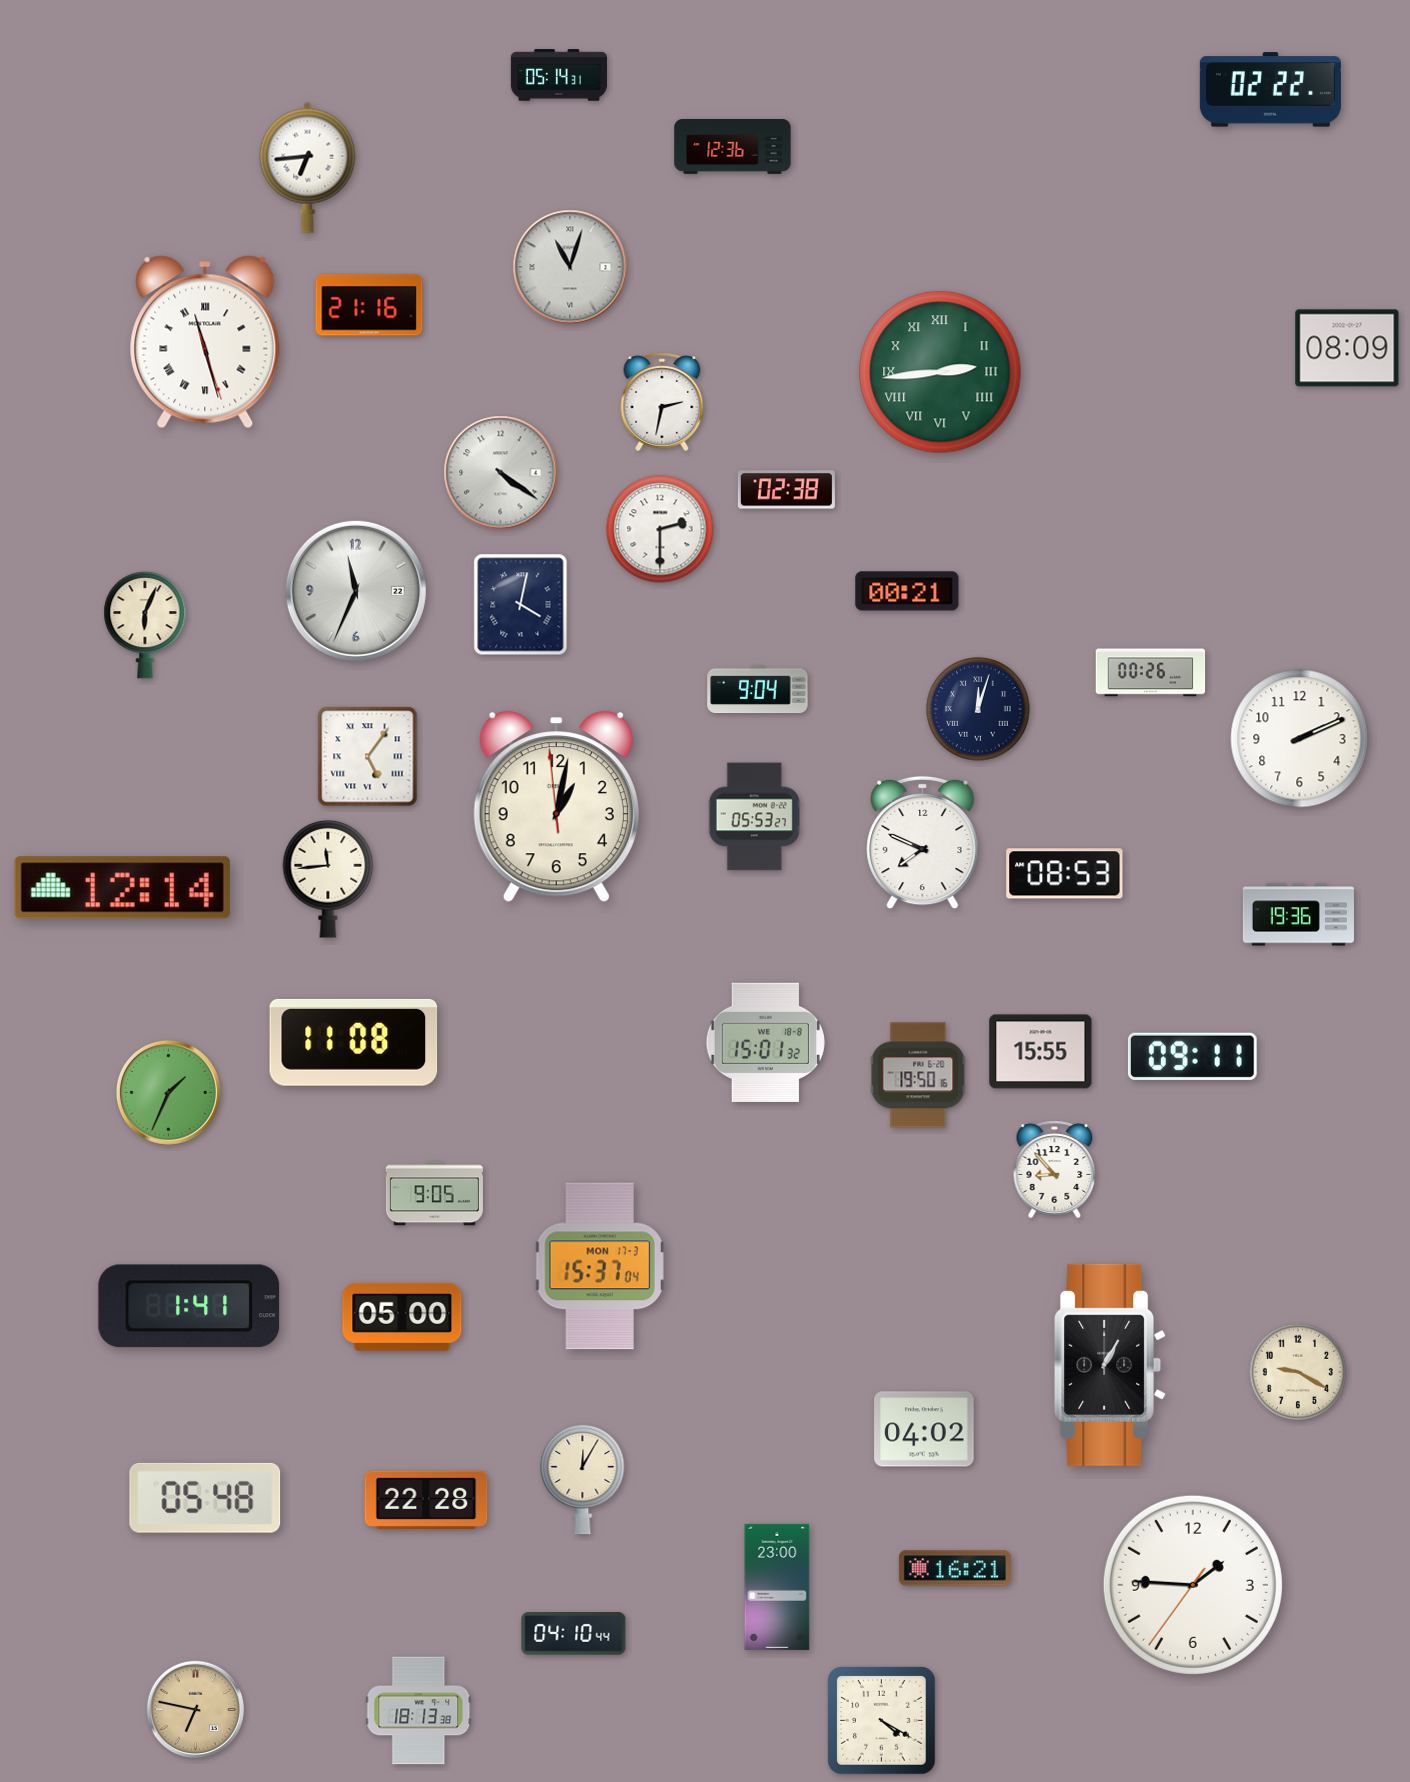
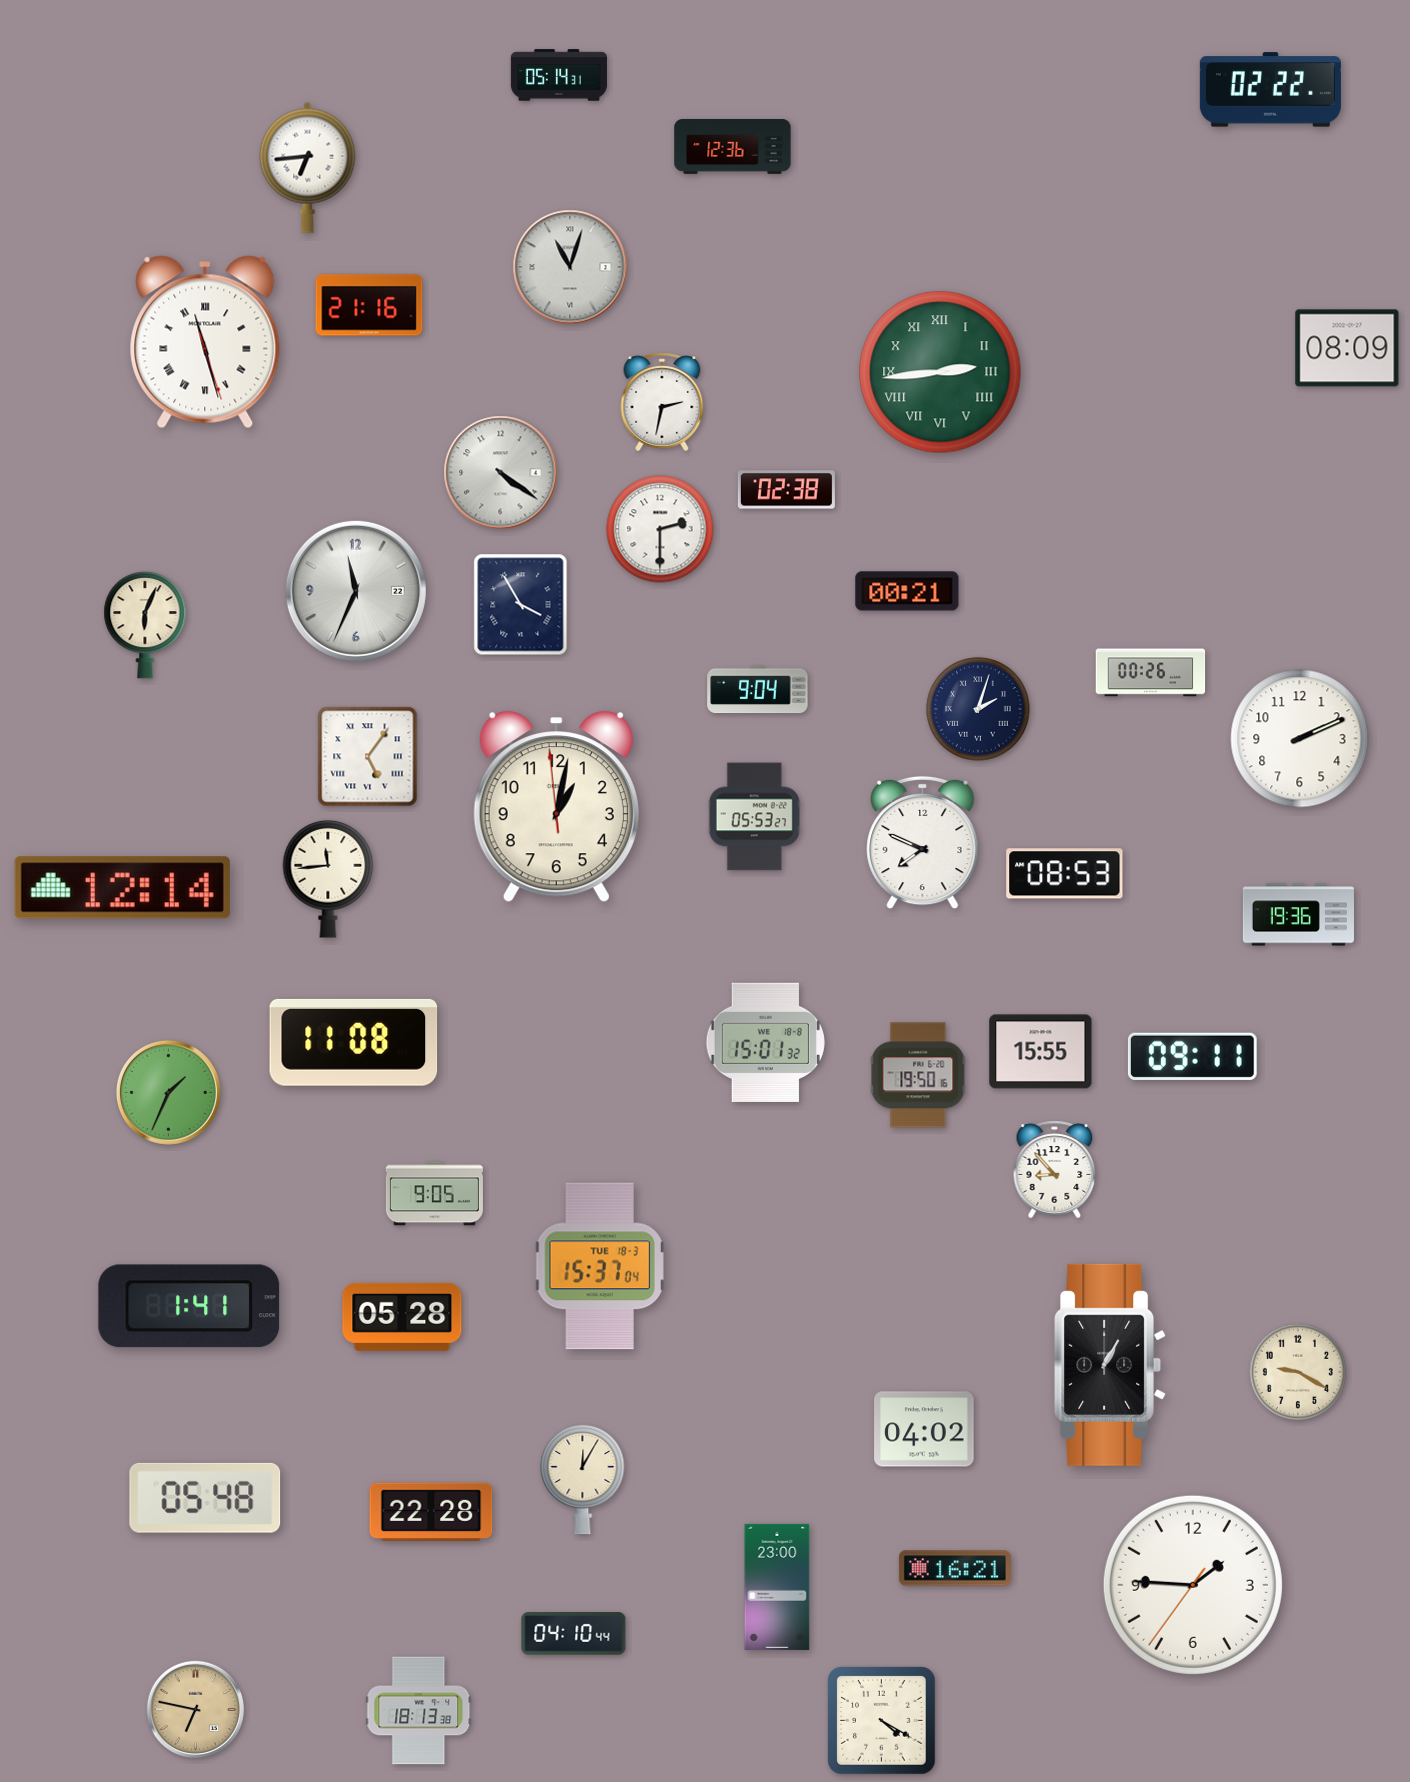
clock at (521, 605): 4:02 -> 3:55
clock at (978, 709): 12:03 -> 2:03
clock at (600, 1266) date: MON 17-3 -> TUE 18-3
clock at (402, 1317): 05:00 -> 05:28
clock at (426, 1499) position: (426, 1499) -> (431, 1511)
